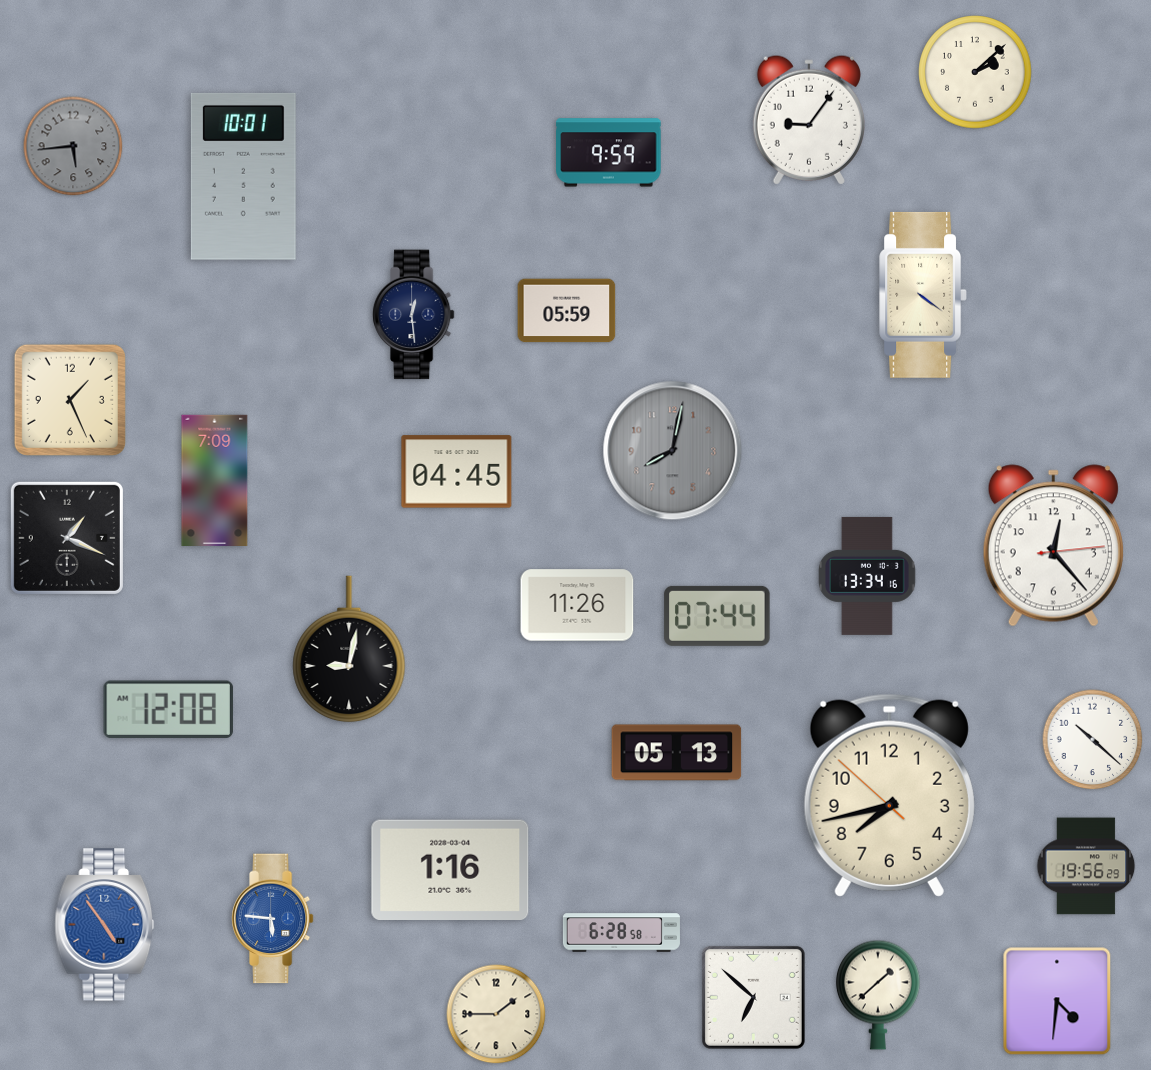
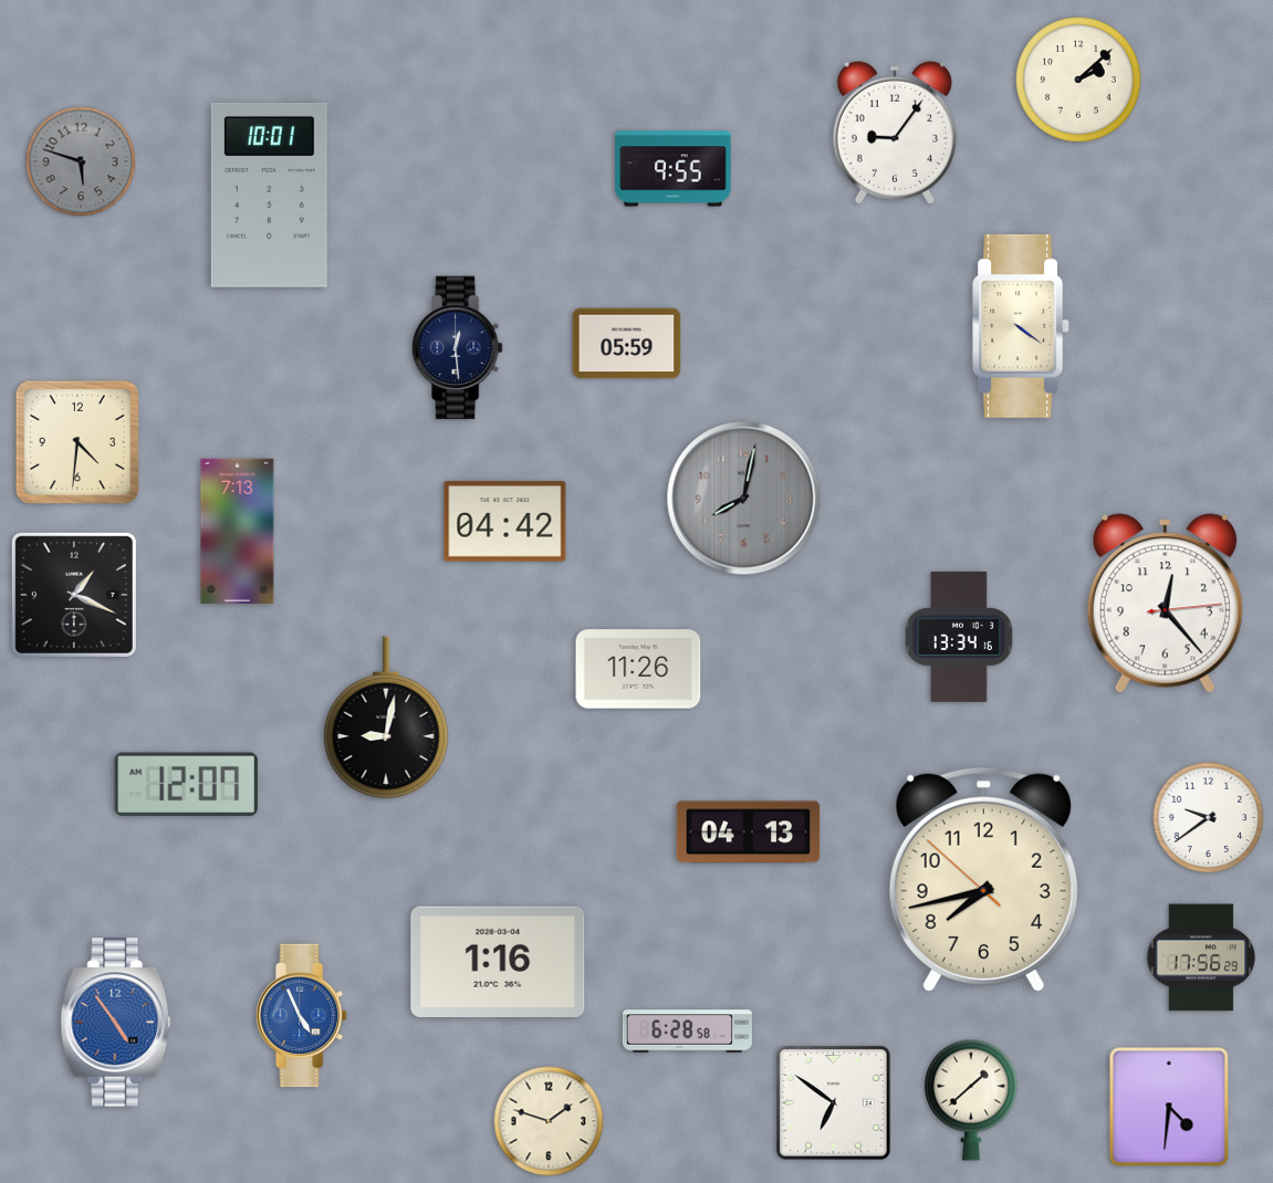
clock at (73, 146): 5:44 -> 5:48
clock at (609, 153): 9:59 -> 9:55
clock at (70, 400): 1:26 -> 4:31
clock at (457, 472): 04:45 -> 04:42
clock at (215, 480): 7:09 -> 7:13
clock at (717, 616): 07:44 -> none
clock at (168, 709): 12:08 -> 12:07
clock at (1093, 740): 10:22 -> 9:39
clock at (677, 753): 05:13 -> 04:13
clock at (1086, 866): 19:56 -> 17:56
clock at (272, 919): 5:46 -> 4:56
clock at (753, 997): 6:52 -> 6:51
clock at (496, 1014): 1:45 -> 1:48
